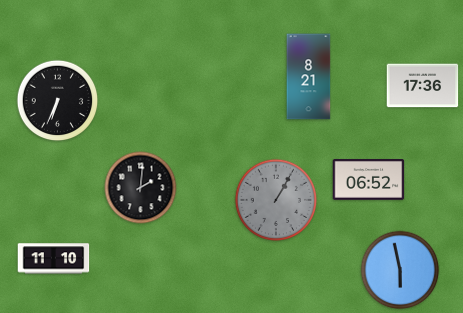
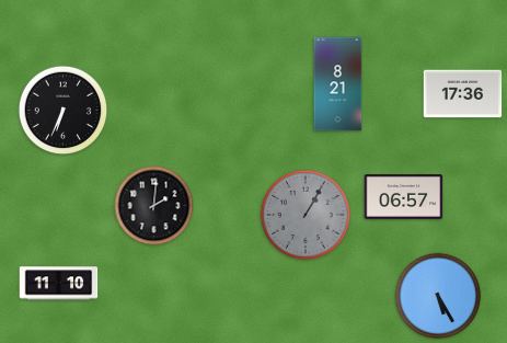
clock at (369, 180): 06:52 -> 06:57
clock at (275, 199) position: (275, 199) -> (304, 214)
clock at (400, 270): 5:58 -> 5:25
